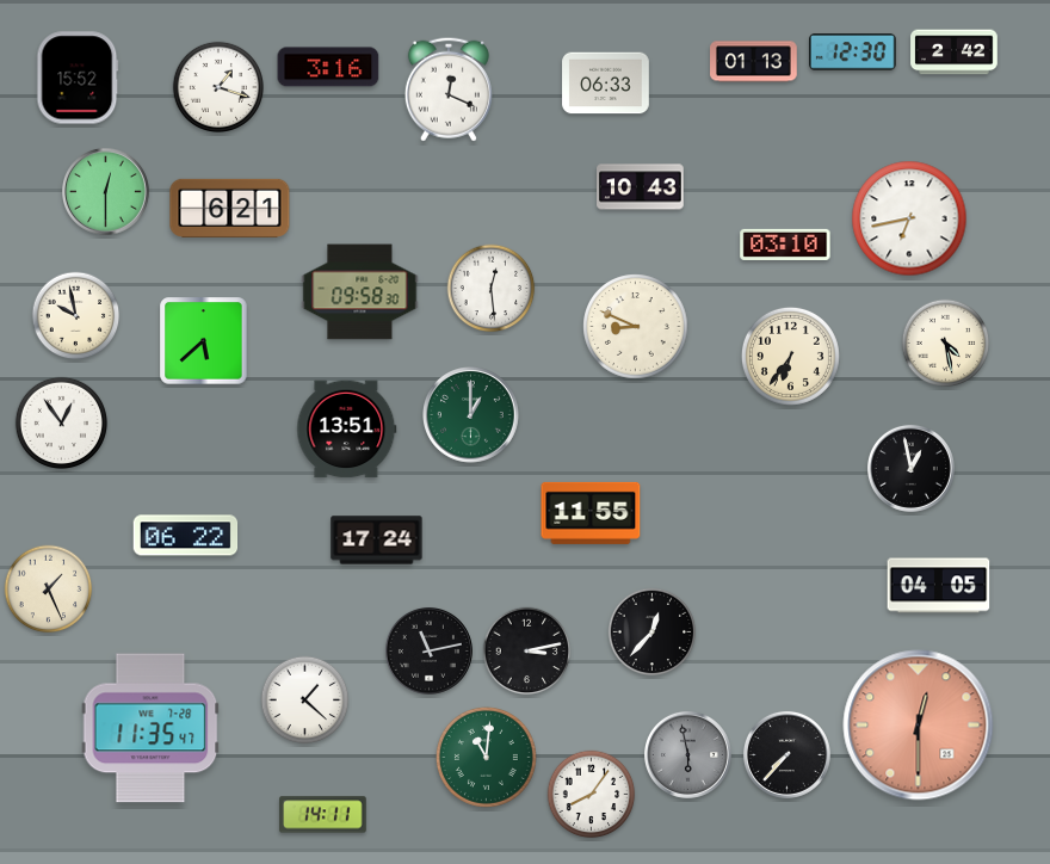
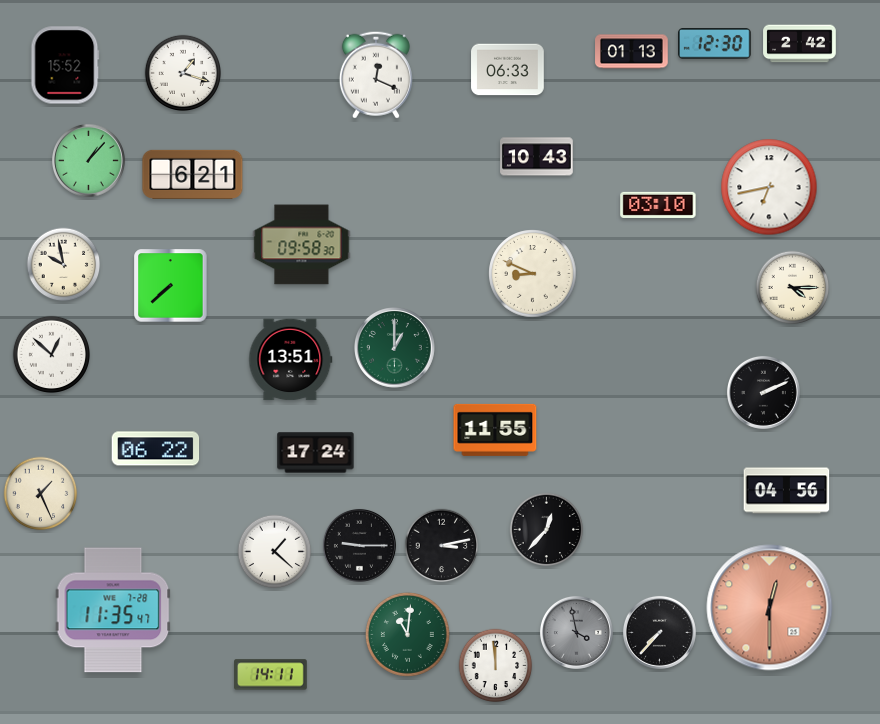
clock at (328, 67): 3:16 -> none
clock at (105, 191): 12:30 -> 1:07
clock at (909, 218) position: (909, 218) -> (769, 187)
clock at (492, 289): 12:29 -> none
clock at (204, 341): 5:38 -> 7:38
clock at (946, 344): 4:28 -> 4:15
clock at (790, 356): 6:36 -> none
clock at (61, 422): 12:54 -> 12:52
clock at (910, 468): 12:58 -> 2:11
clock at (939, 586): 04:05 -> 04:56
clock at (428, 650): 11:13 -> 9:15
clock at (305, 701) position: (305, 701) -> (275, 552)
clock at (150, 728) position: (150, 728) -> (113, 610)
clock at (687, 754): 5:58 -> 3:58
clock at (592, 795): 8:06 -> 11:59
clock at (323, 815) position: (323, 815) -> (271, 675)
